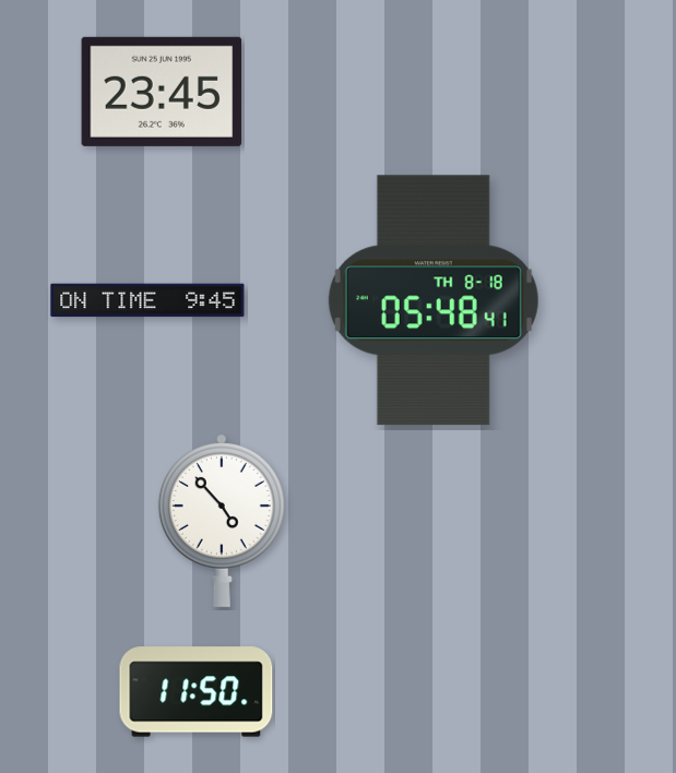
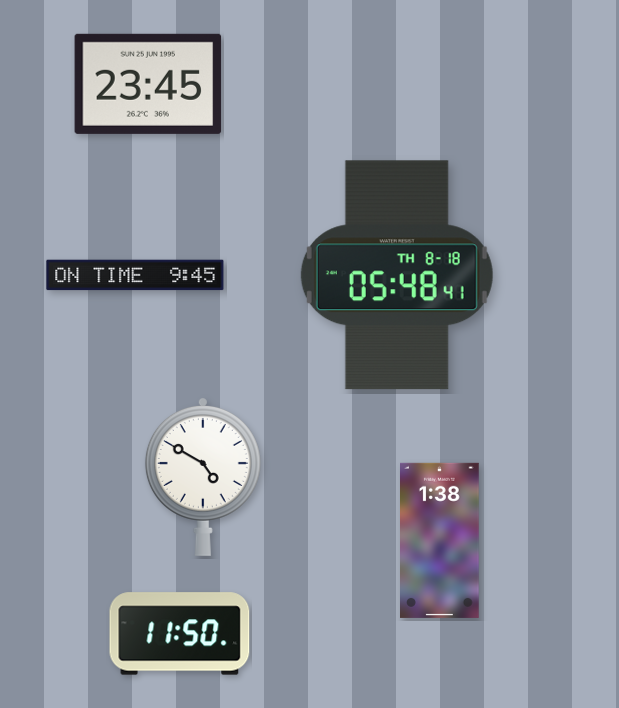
clock at (222, 521): 4:53 -> 4:50
clock at (440, 540): none -> 1:38
